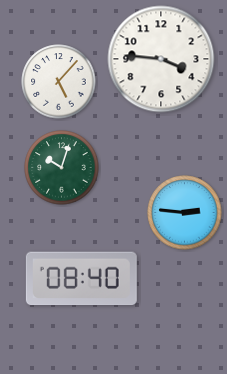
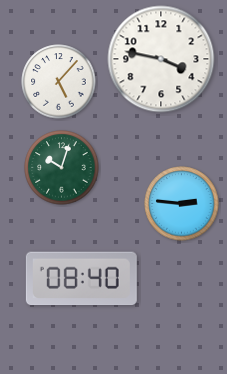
clock at (161, 59): 3:46 -> 3:47
clock at (185, 213) position: (185, 213) -> (182, 204)
